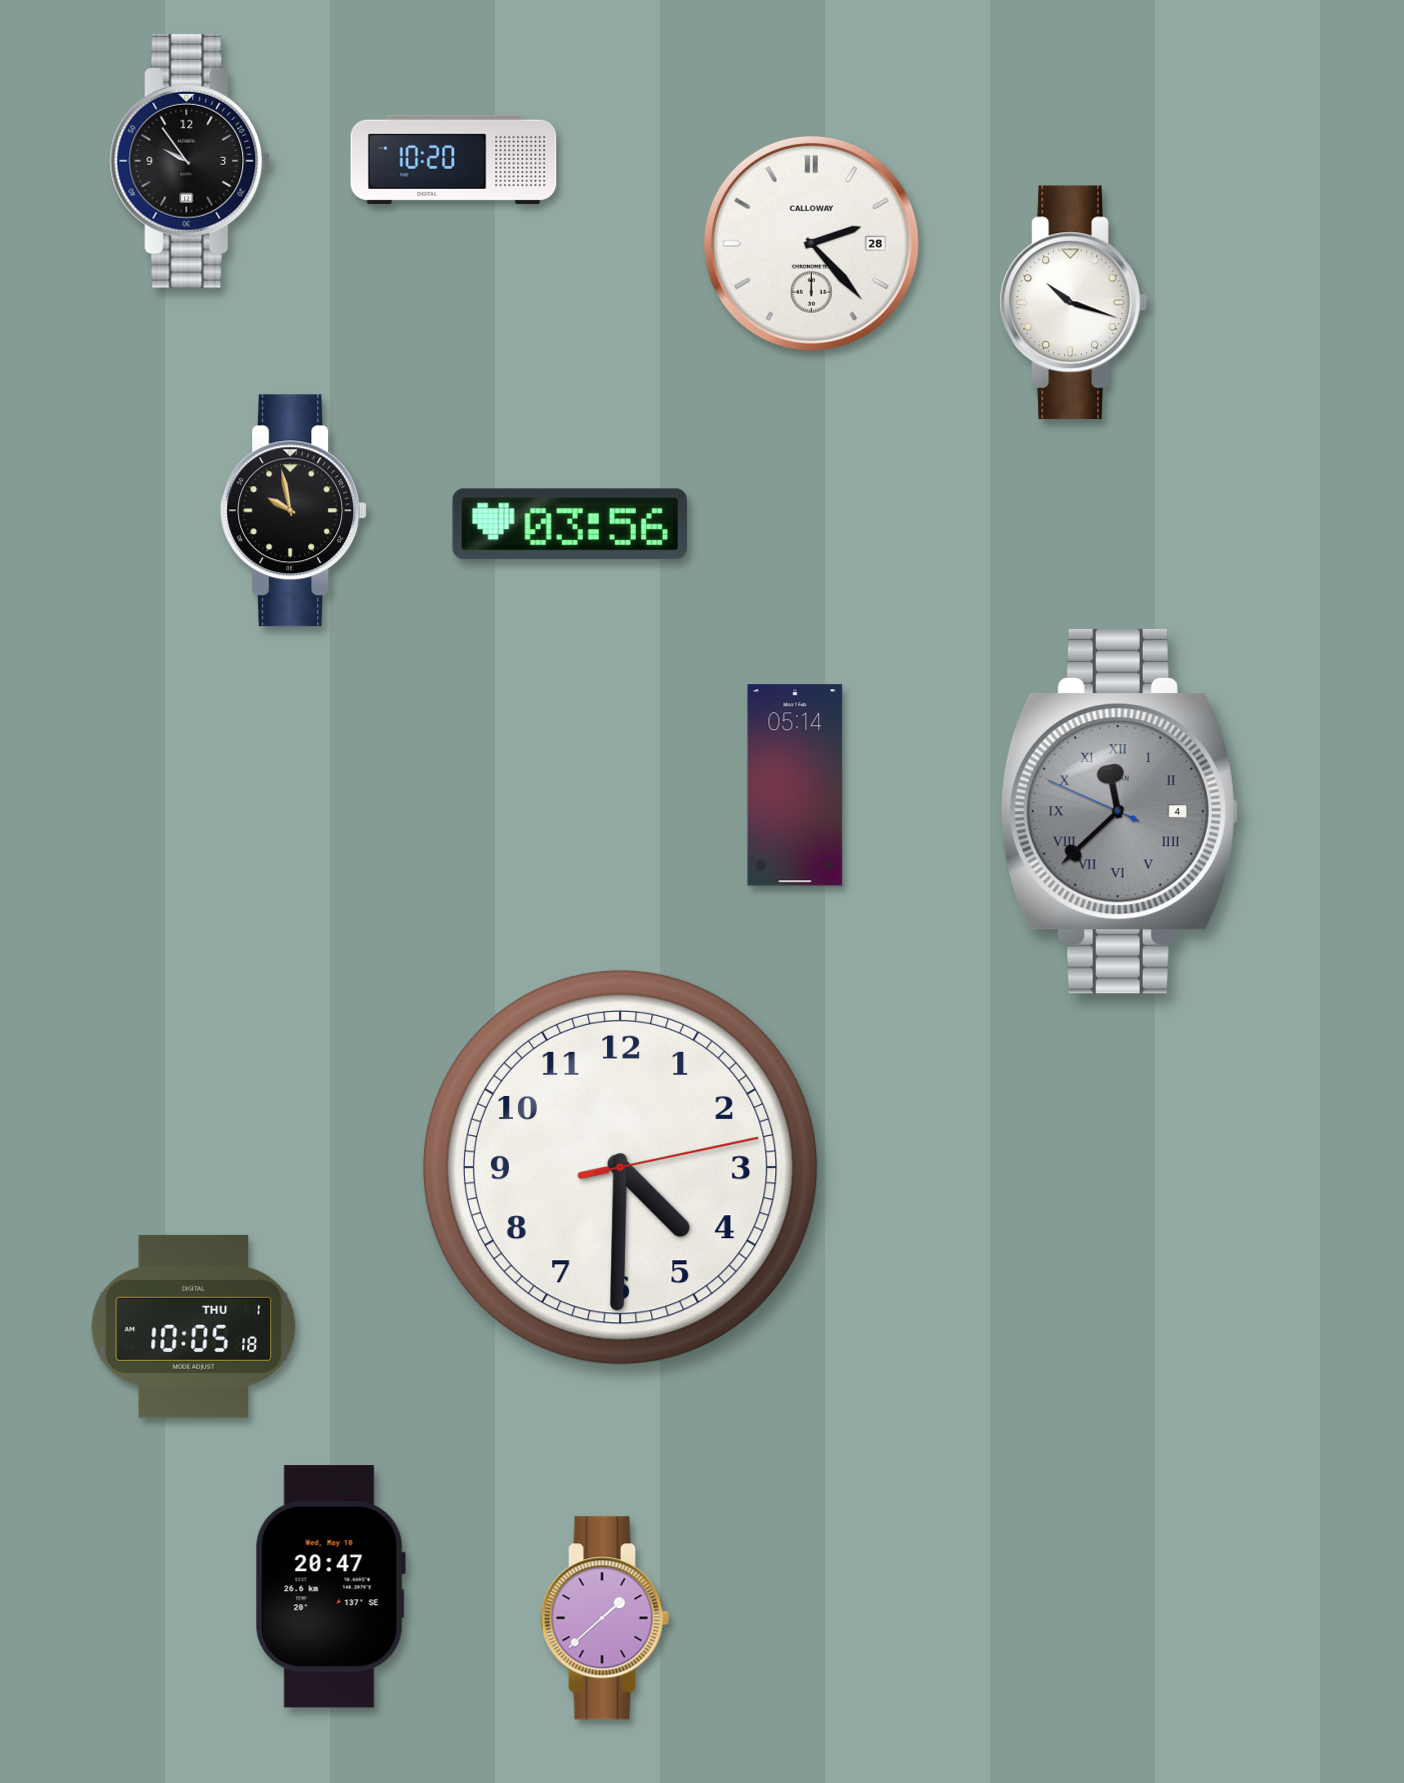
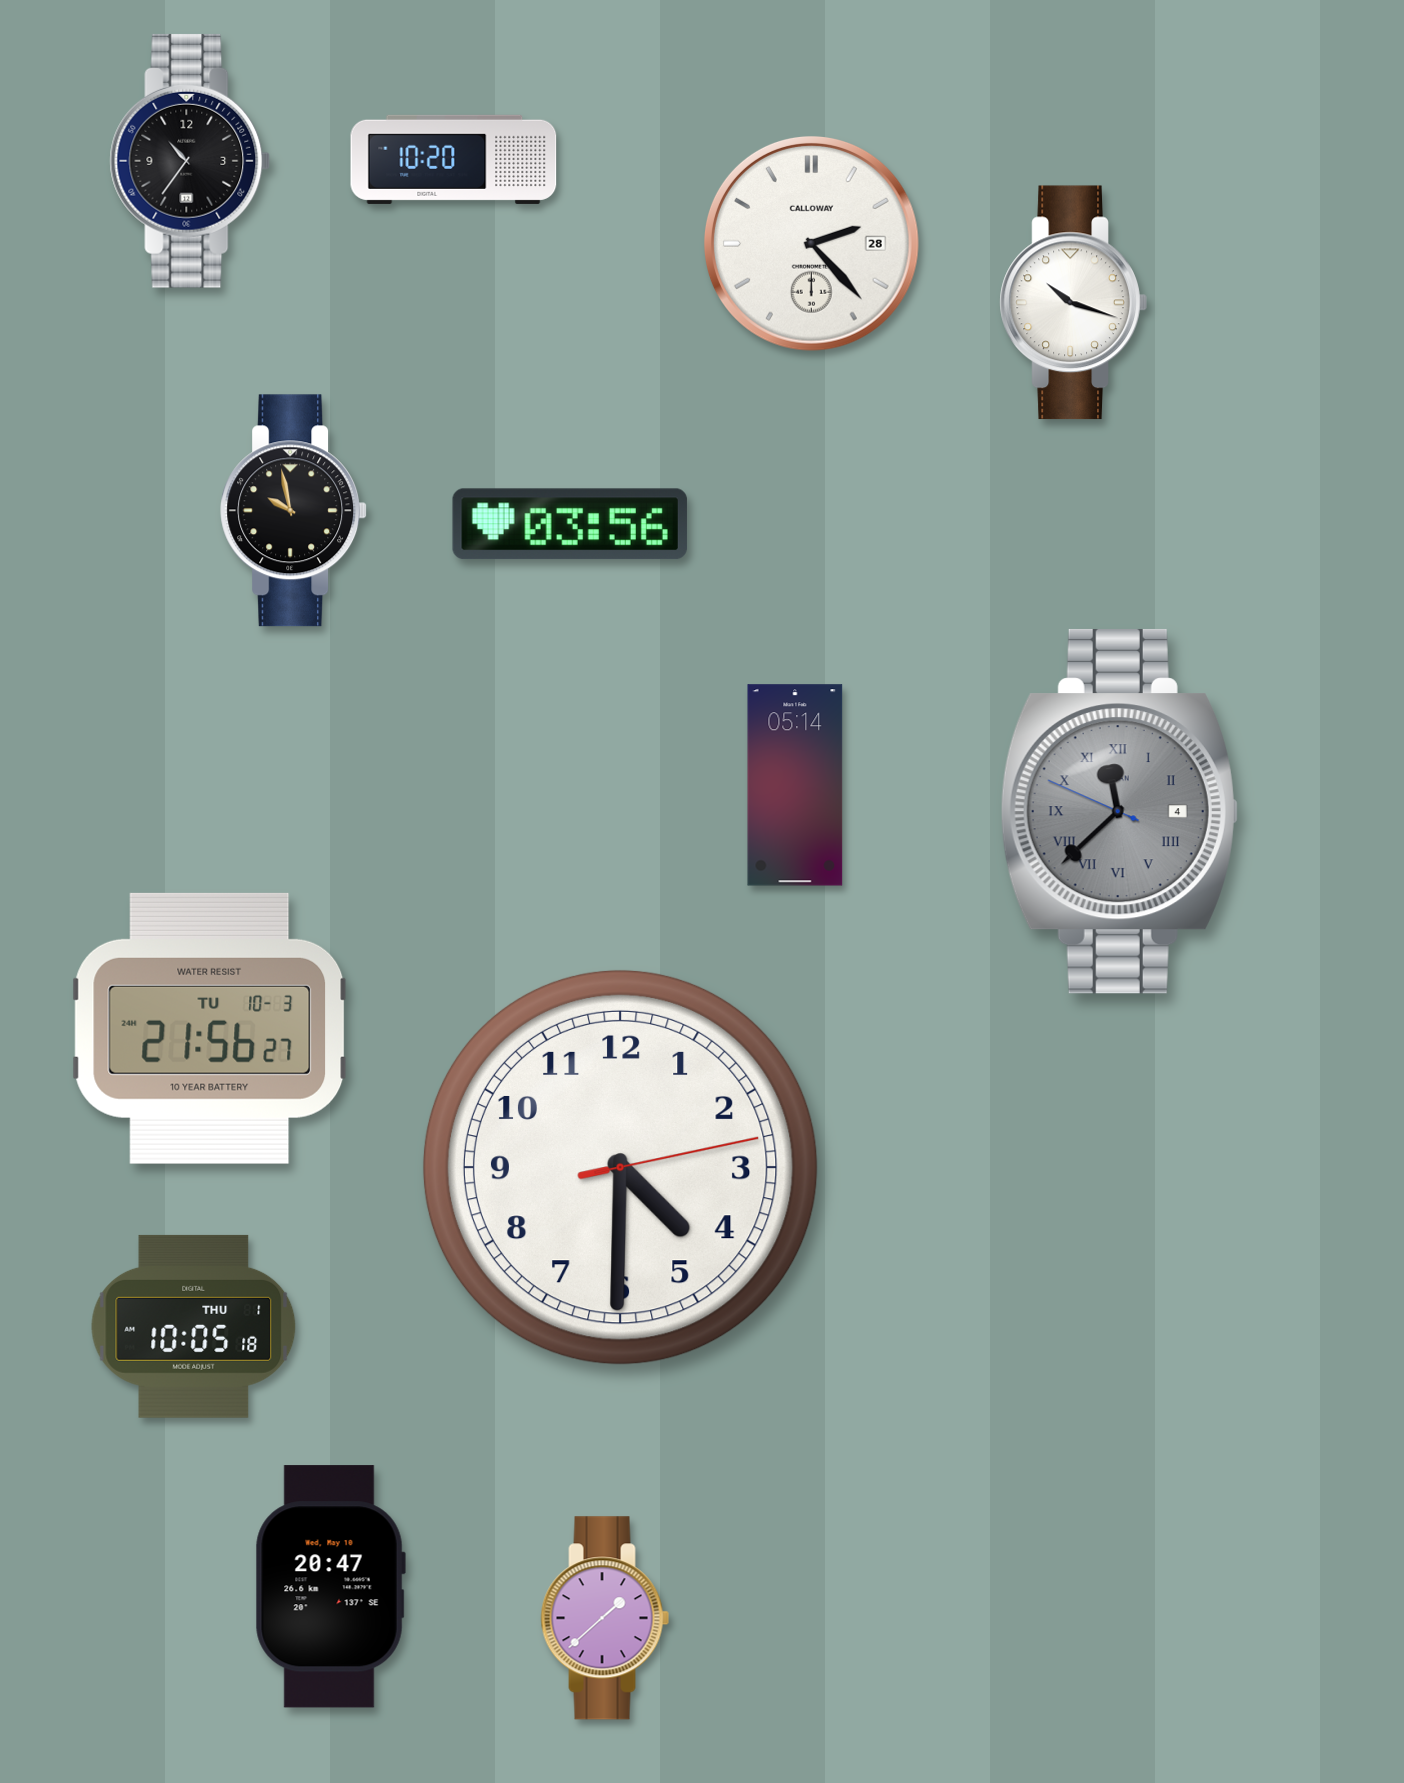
clock at (190, 161): 9:54 -> 10:36
clock at (210, 1028): none -> 21:56
